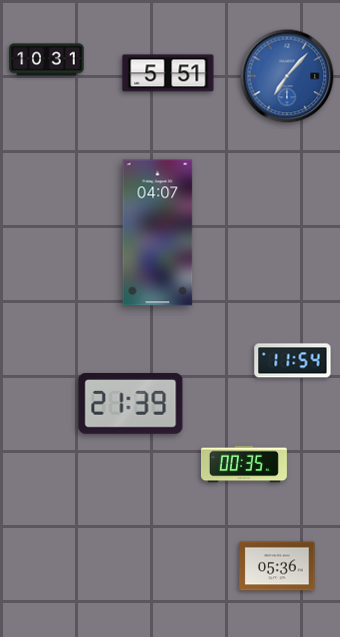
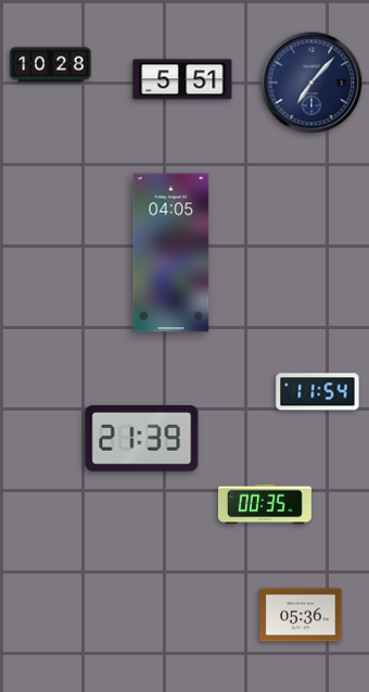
clock at (47, 60): 10:31 -> 10:28
clock at (287, 76) dial: blue -> navy
clock at (158, 233): 04:07 -> 04:05
